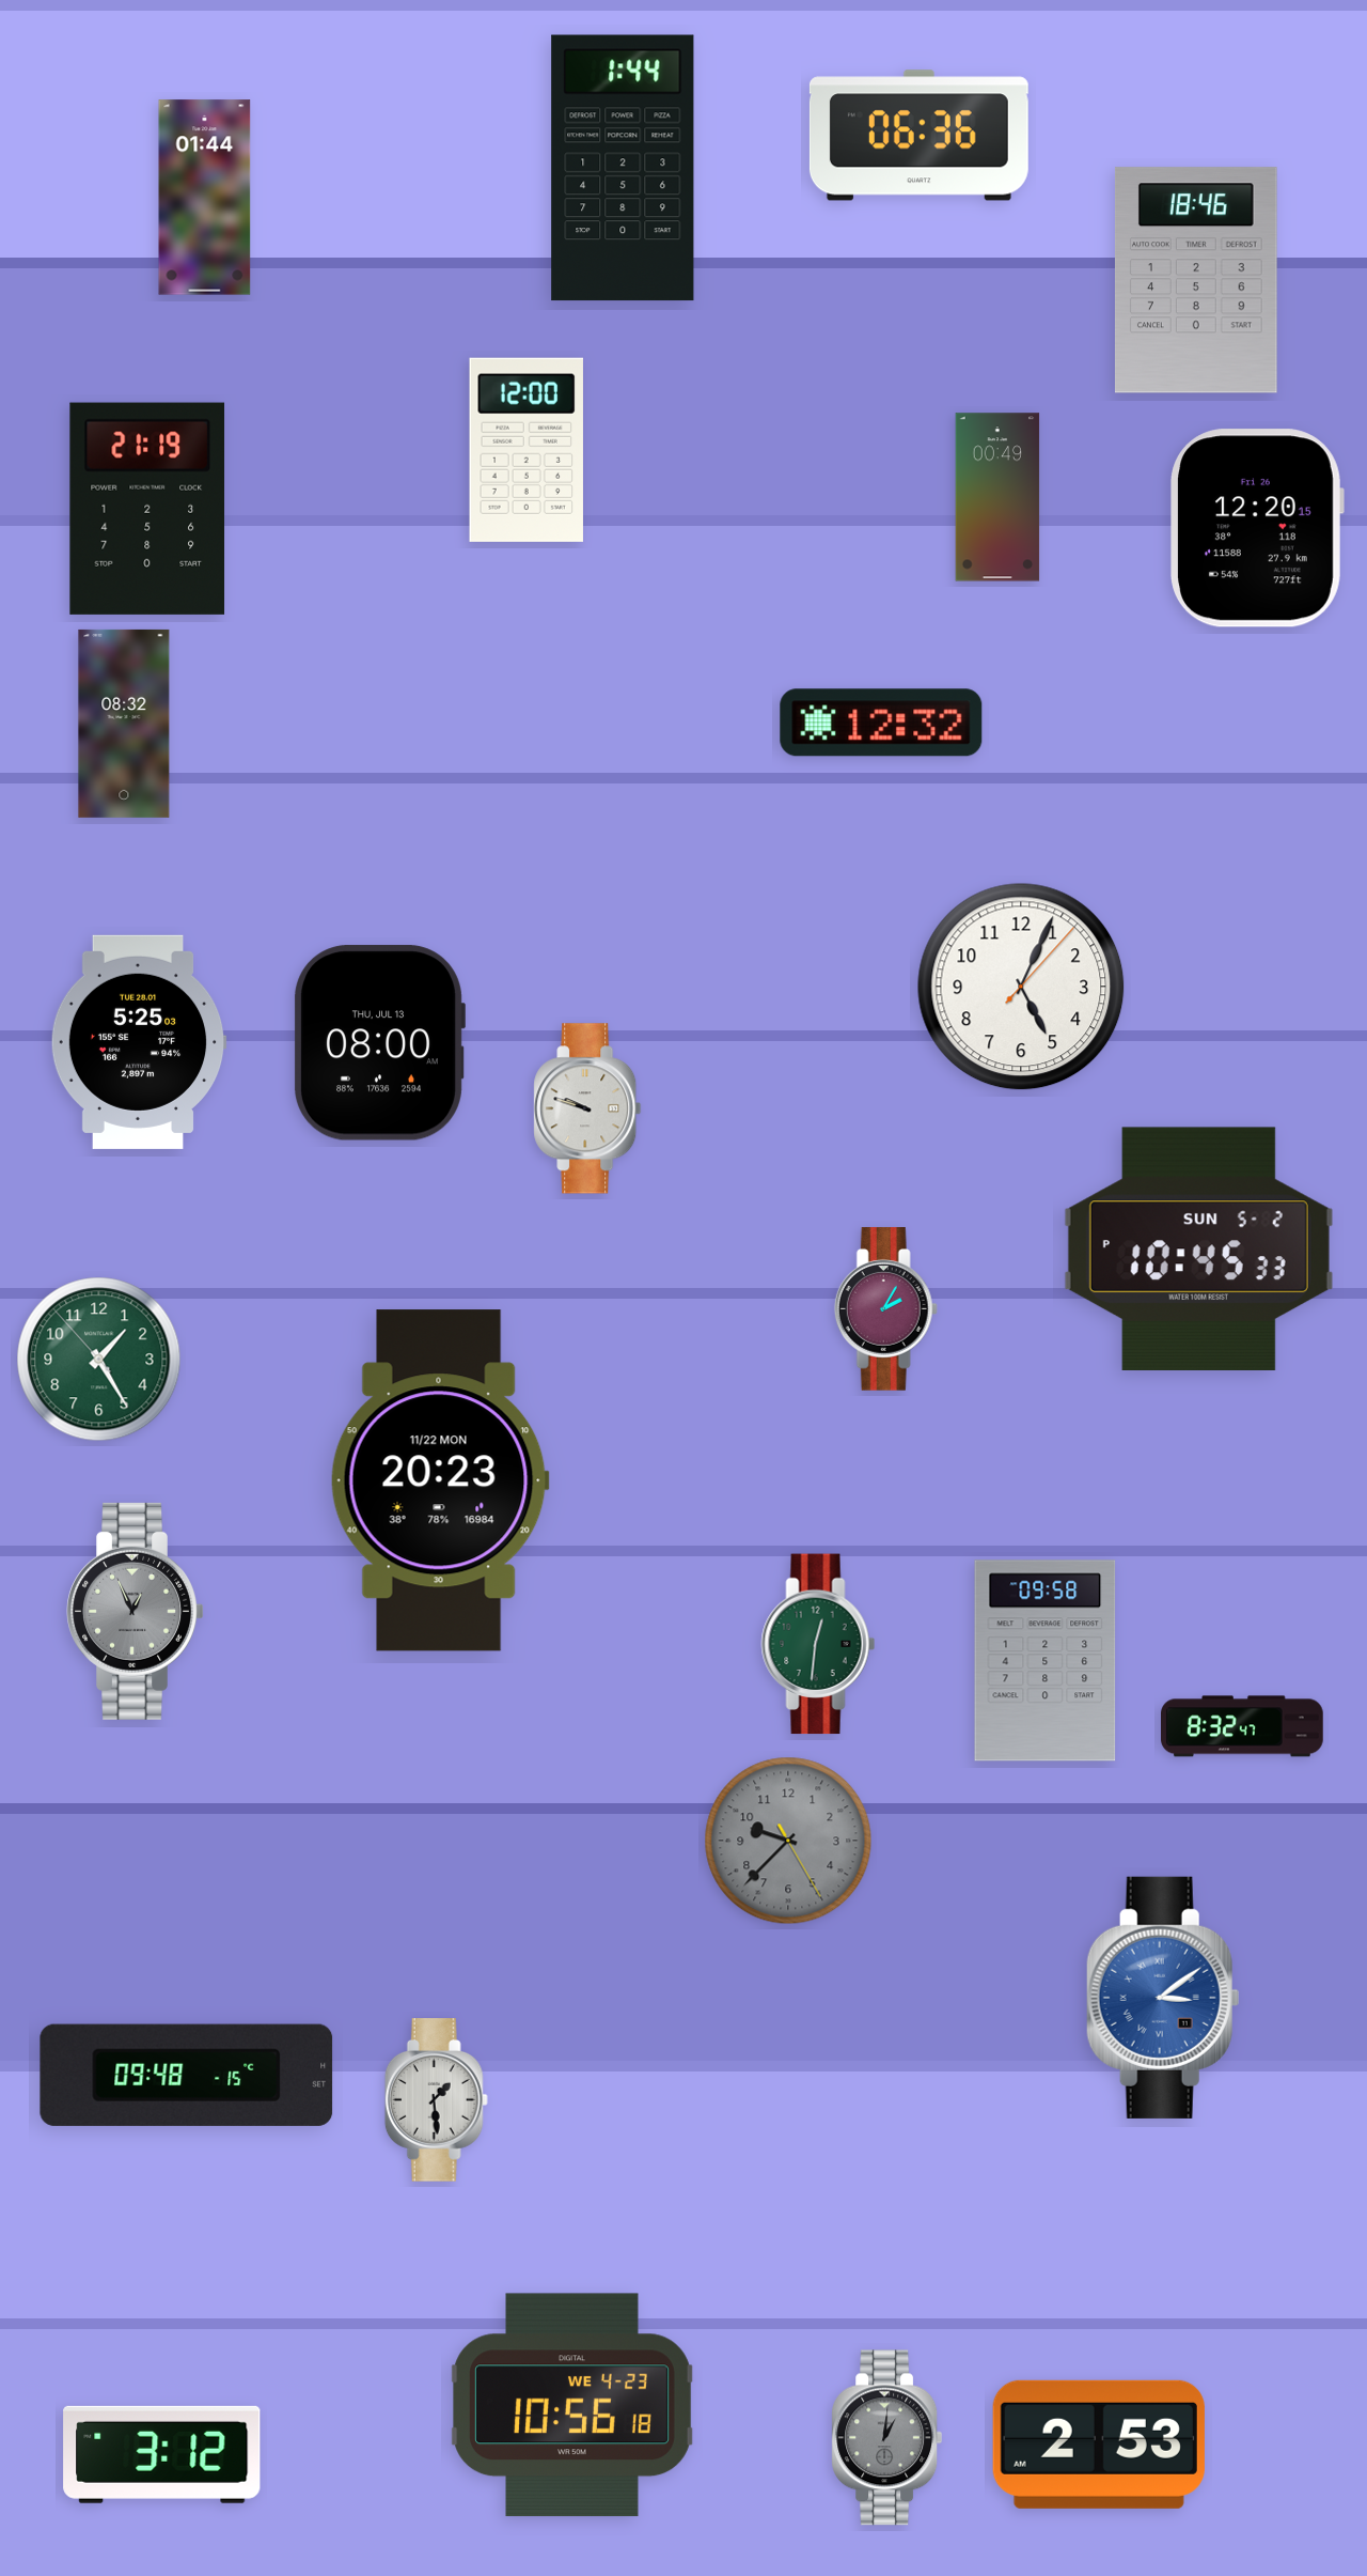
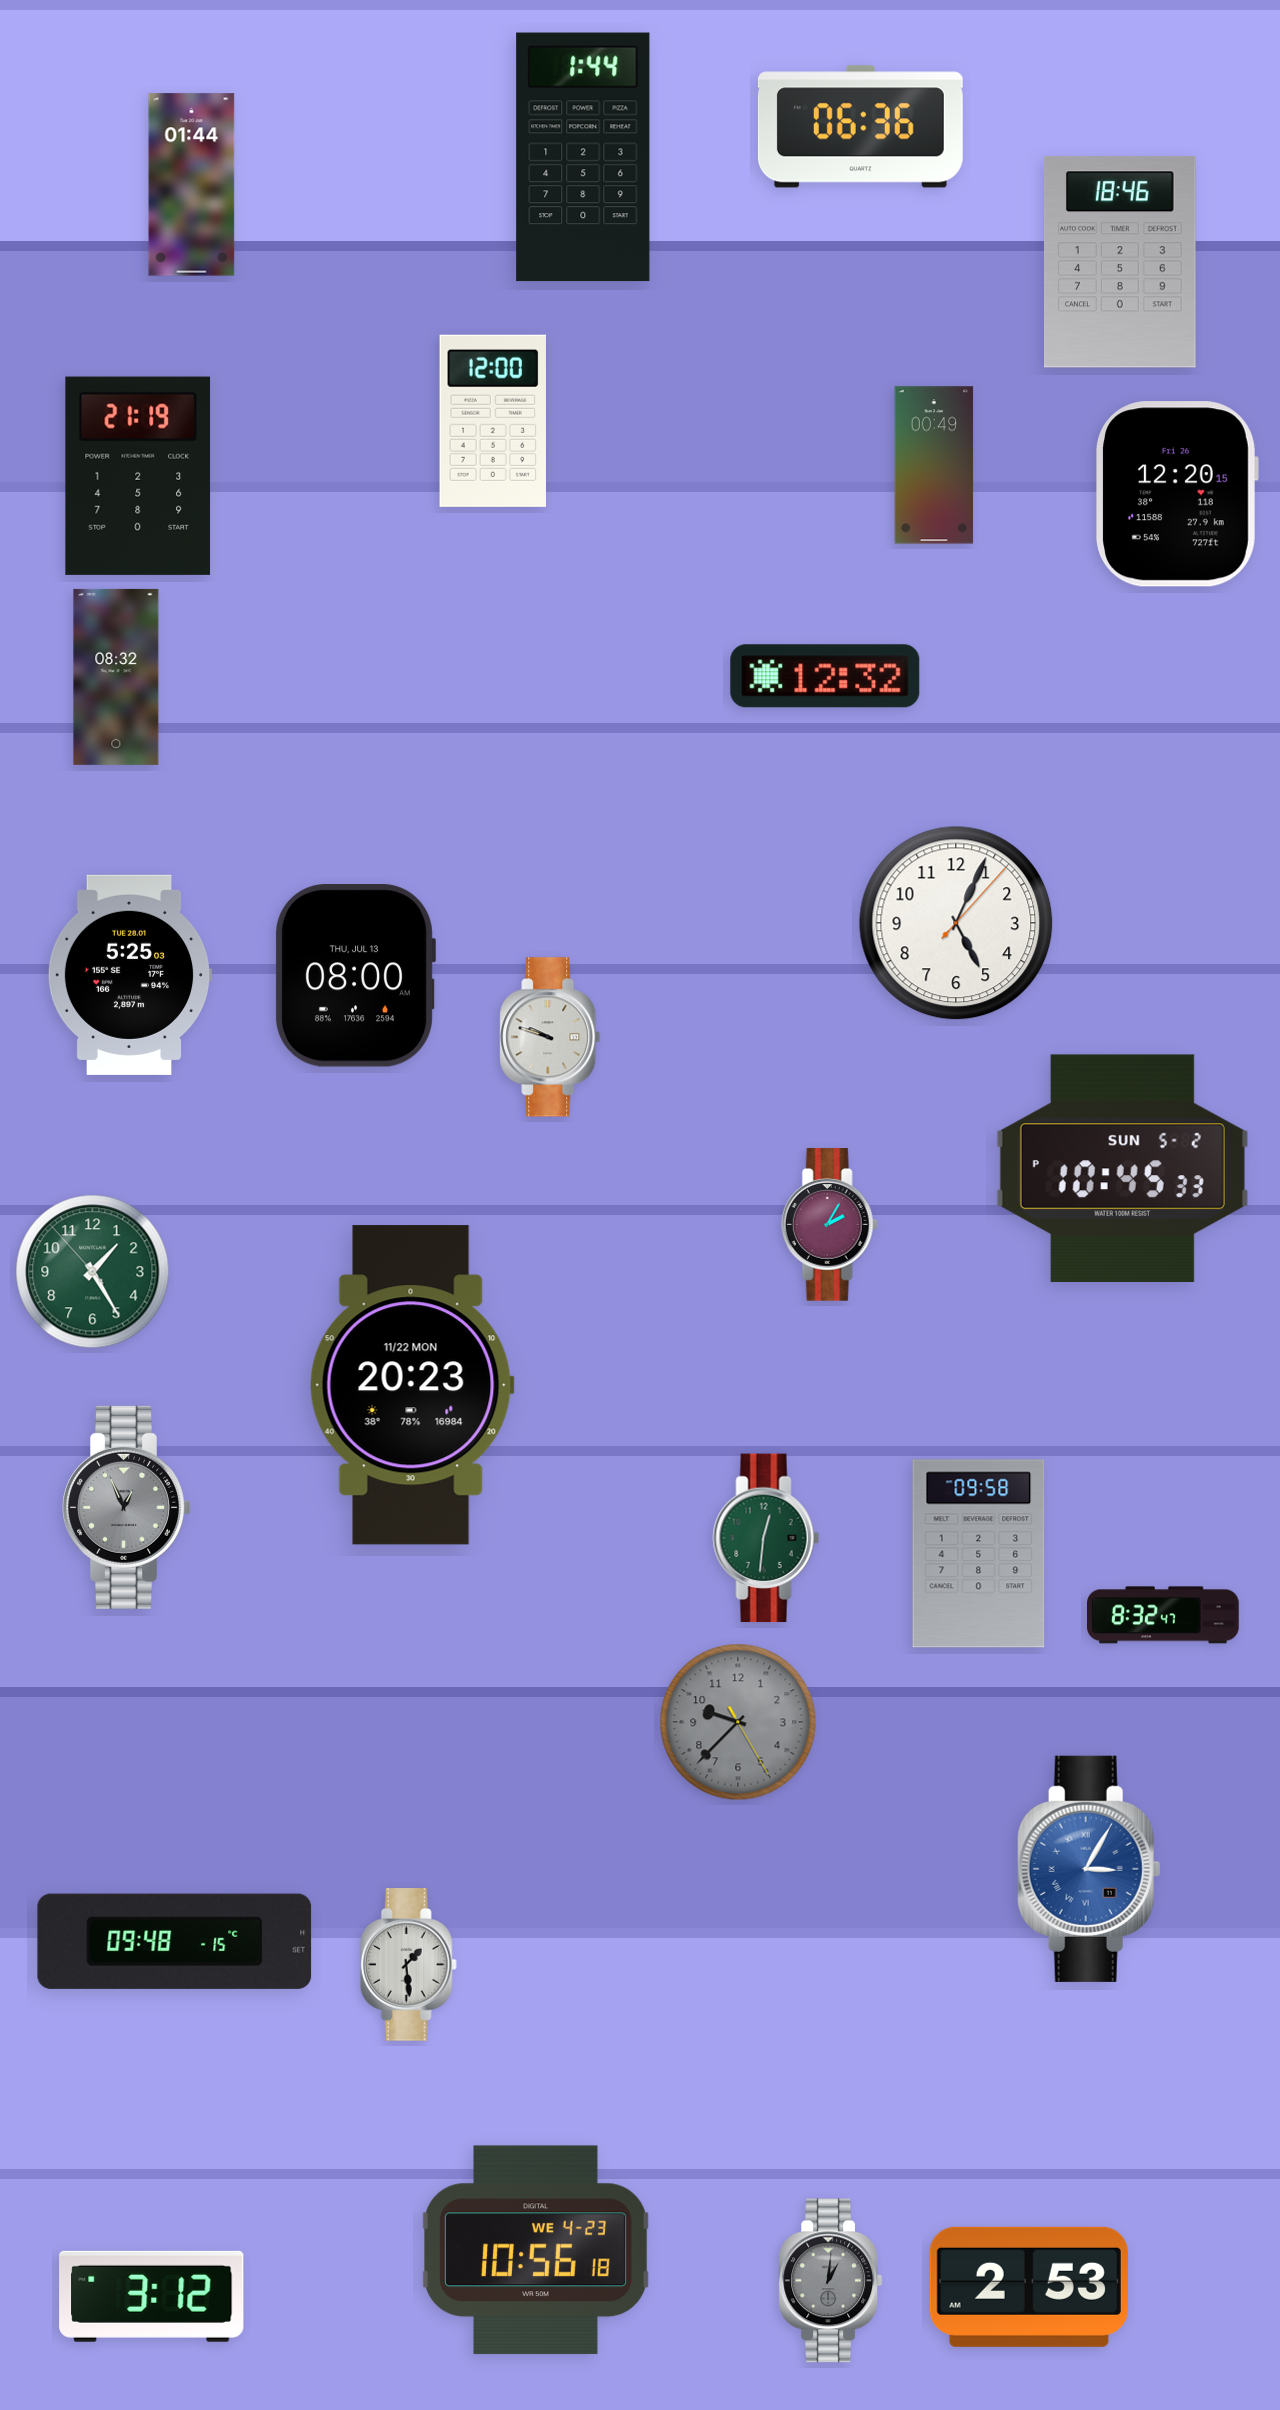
clock at (1163, 1998): 3:09 -> 3:05
